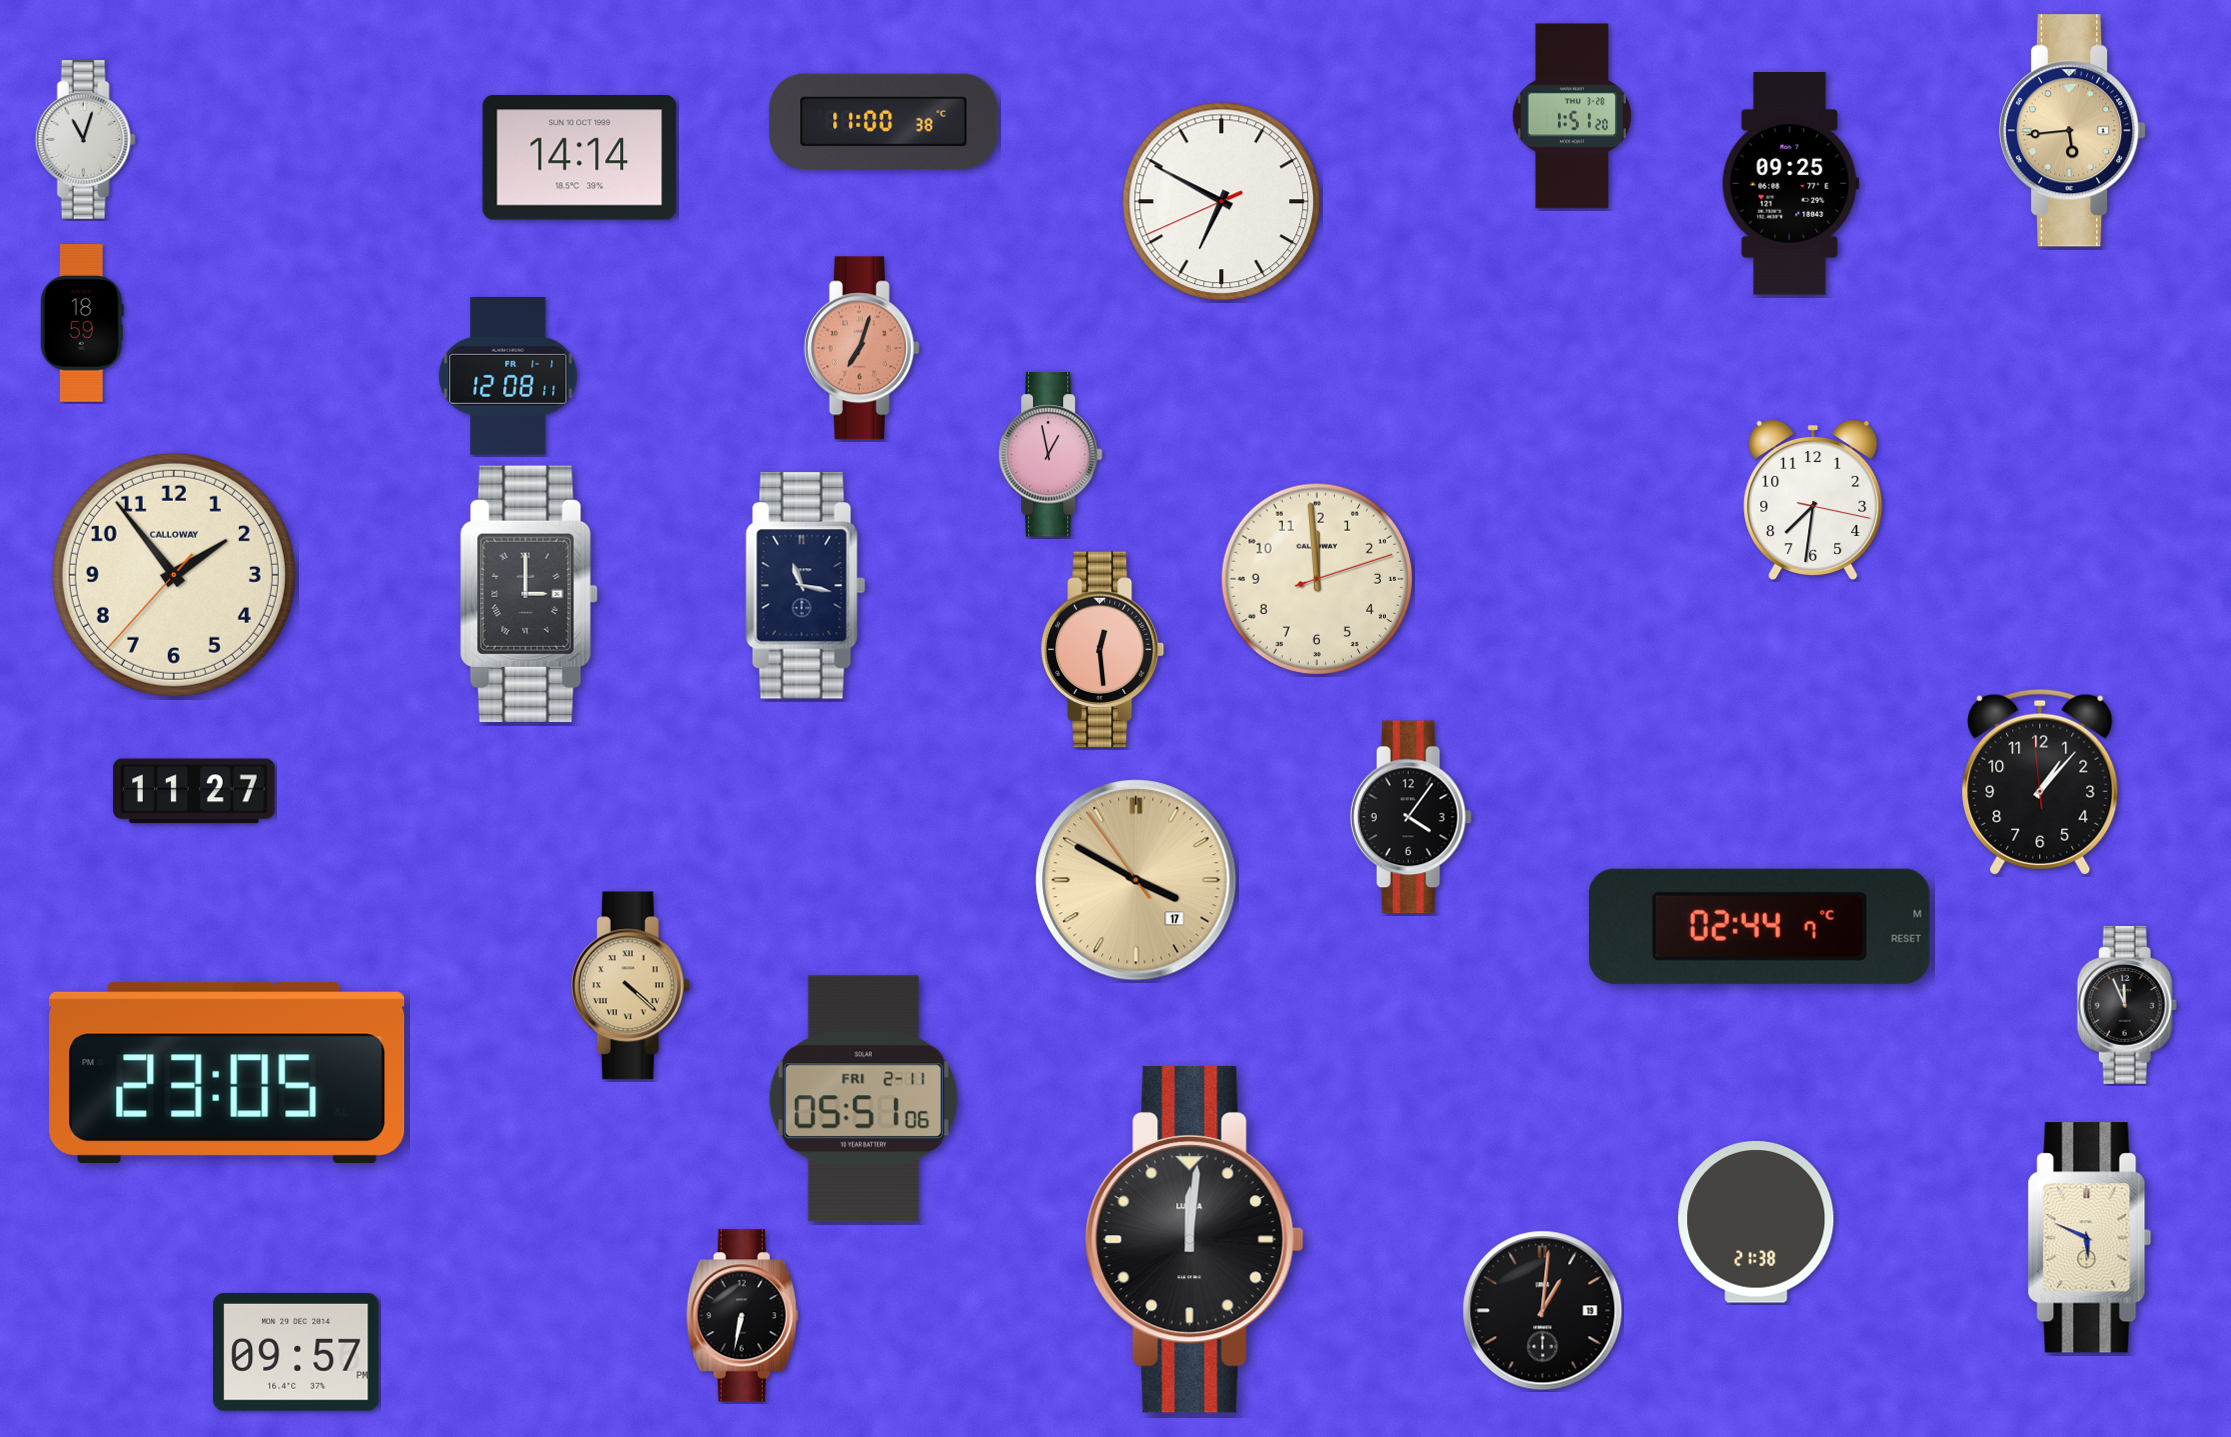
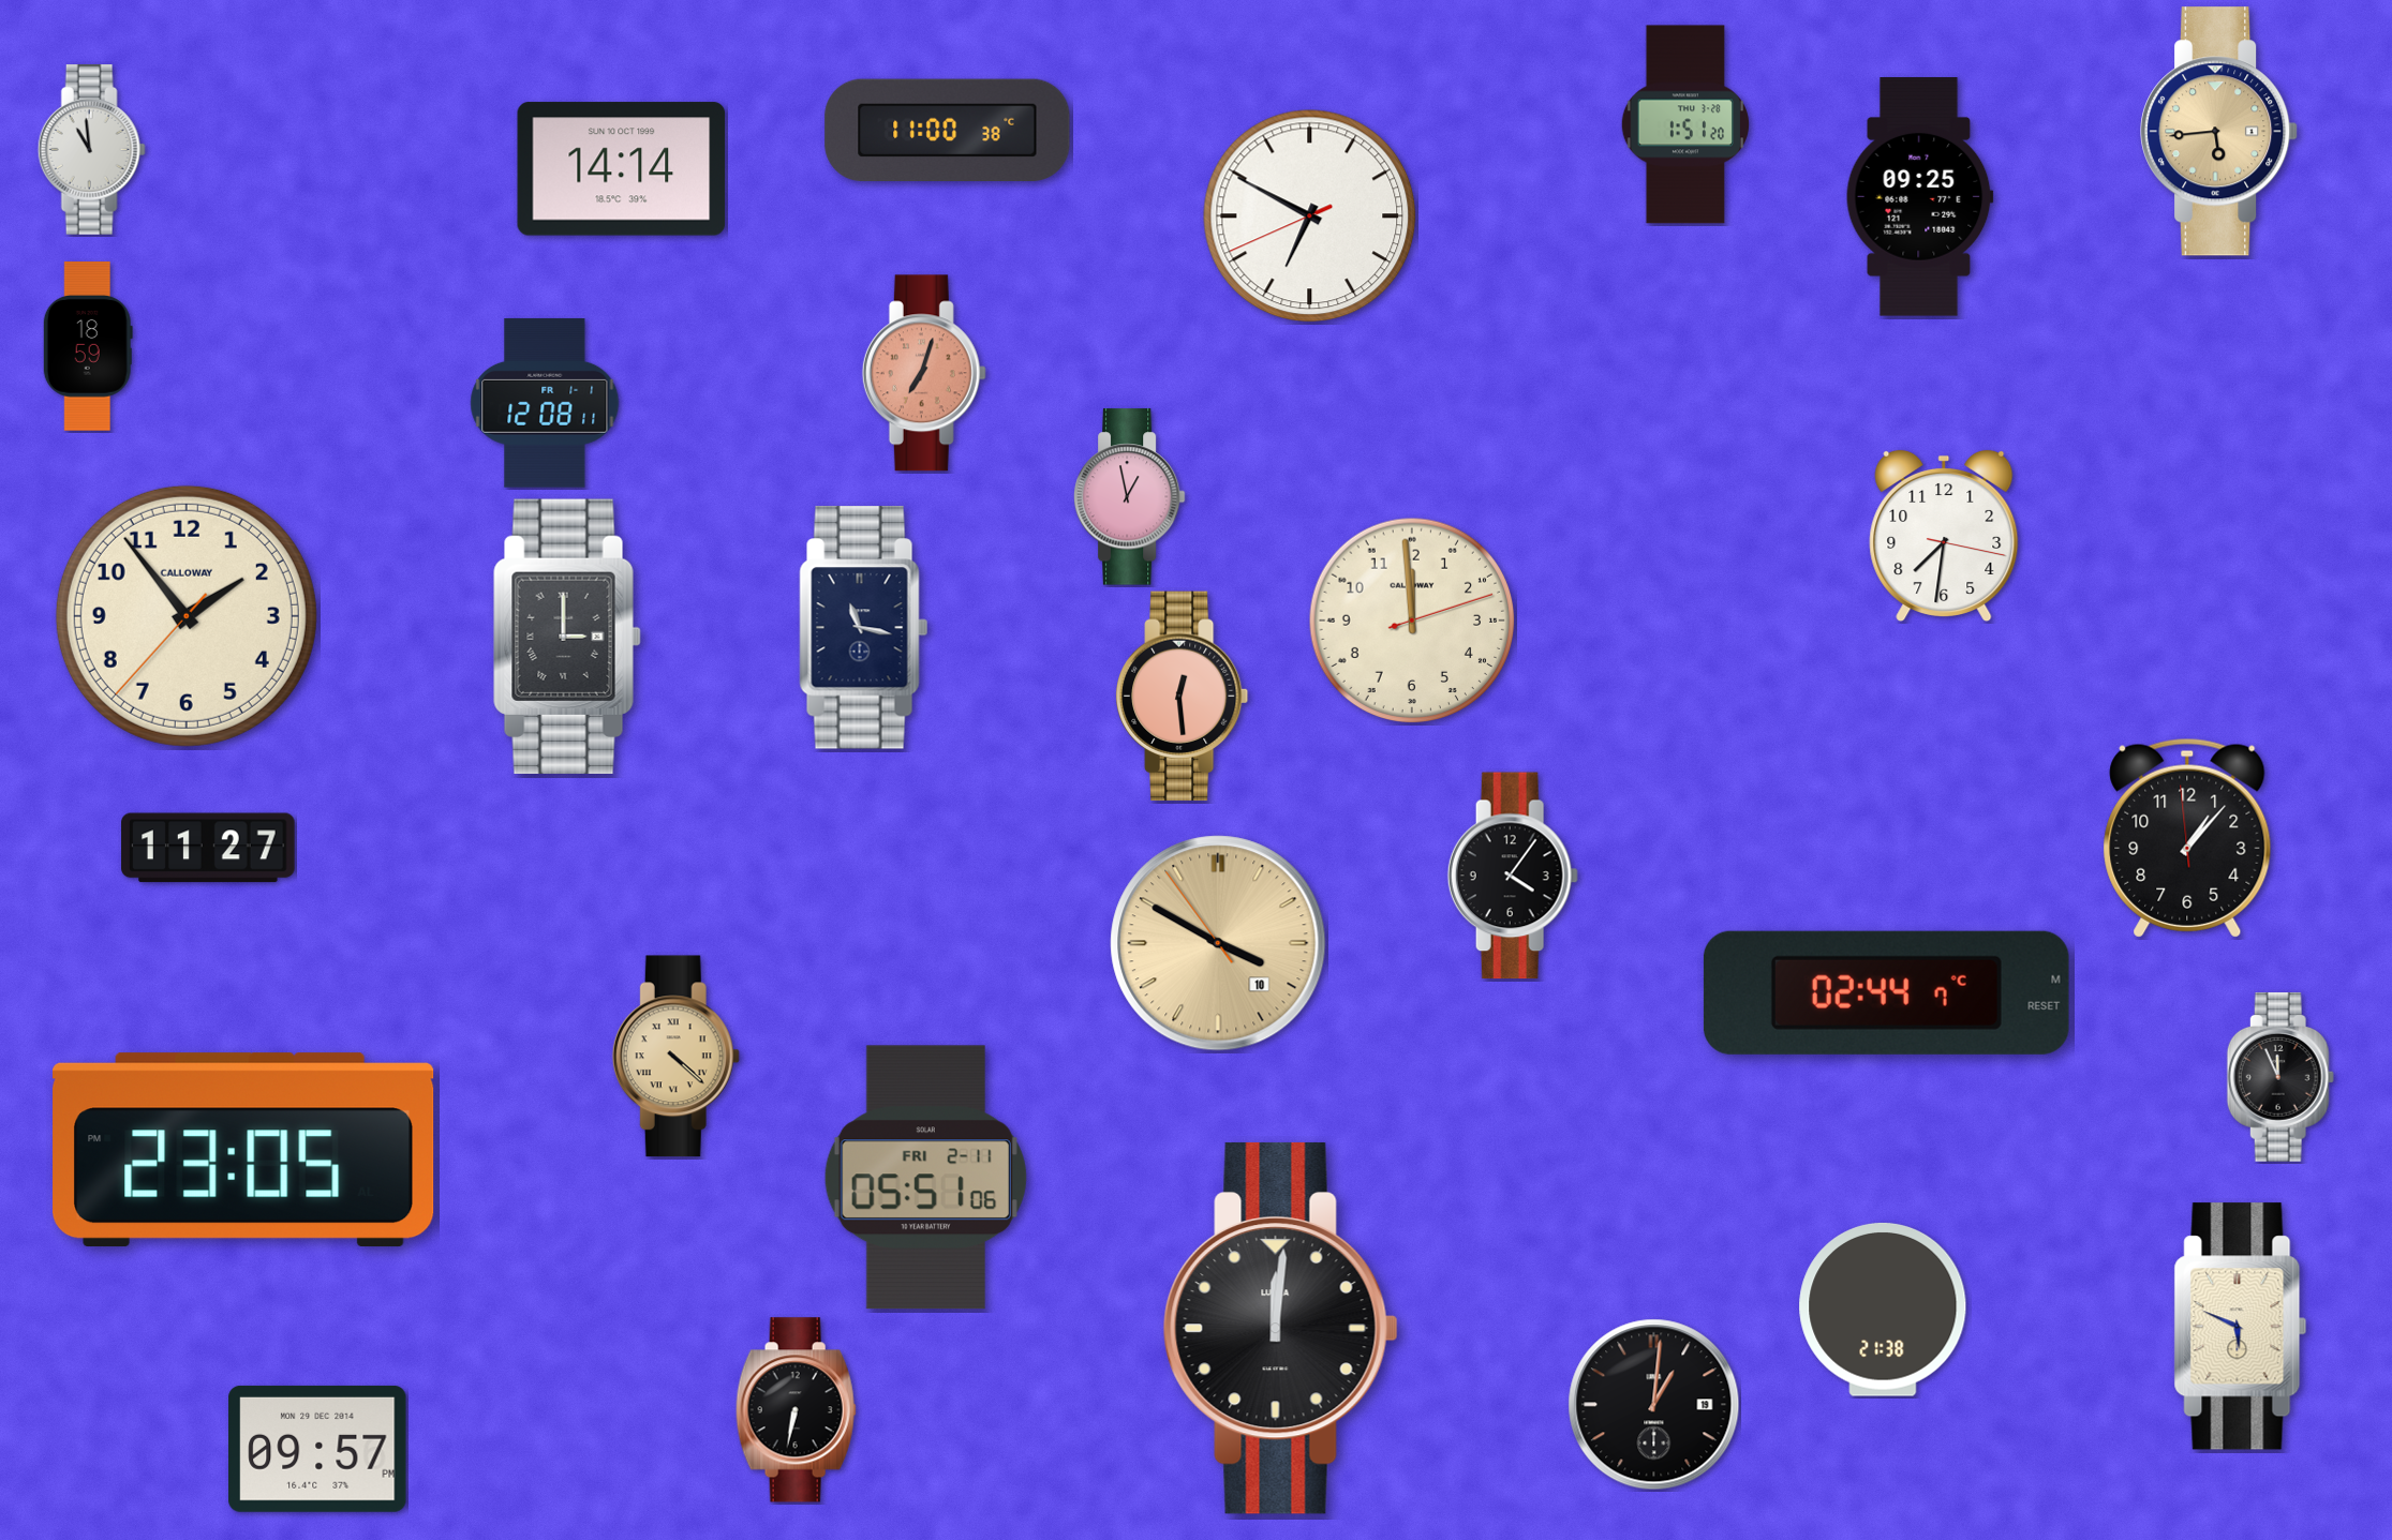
clock at (2073, 131) position: (2073, 131) -> (2219, 132)
clock at (85, 140): 11:03 -> 10:59
clock at (1050, 455) position: (1050, 455) -> (1129, 497)
clock at (1136, 880) date: 17 -> 10
